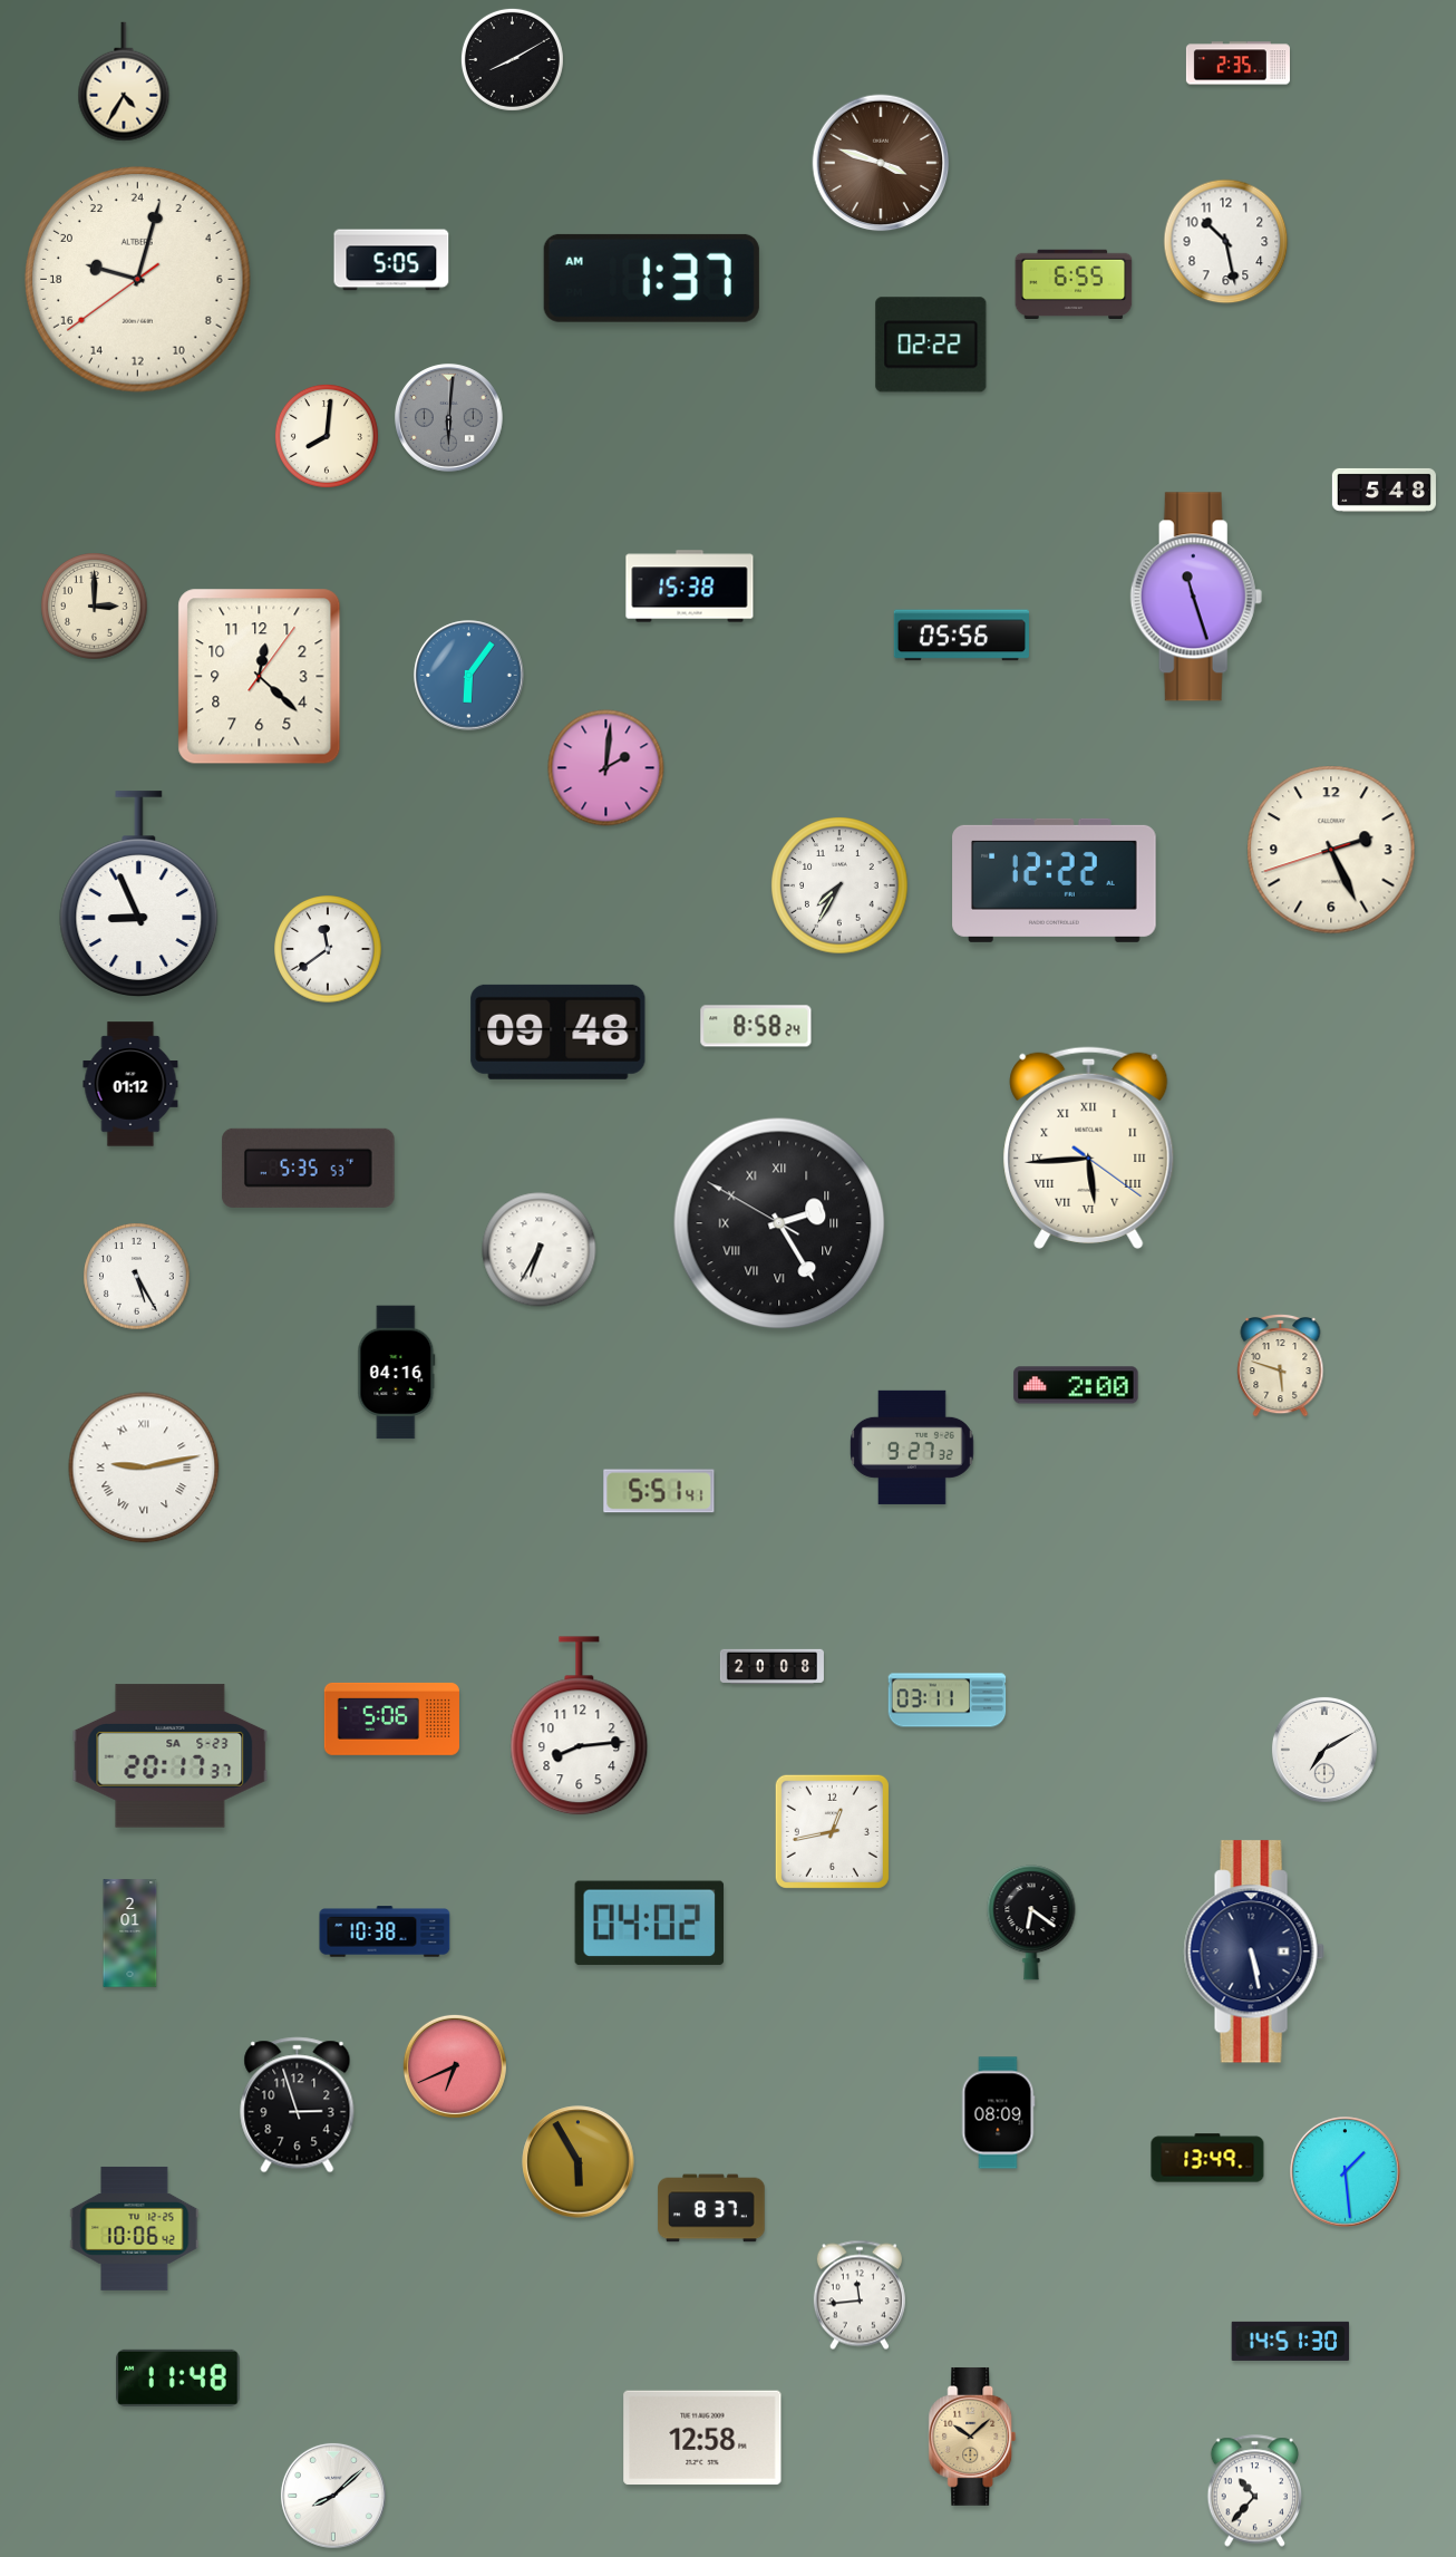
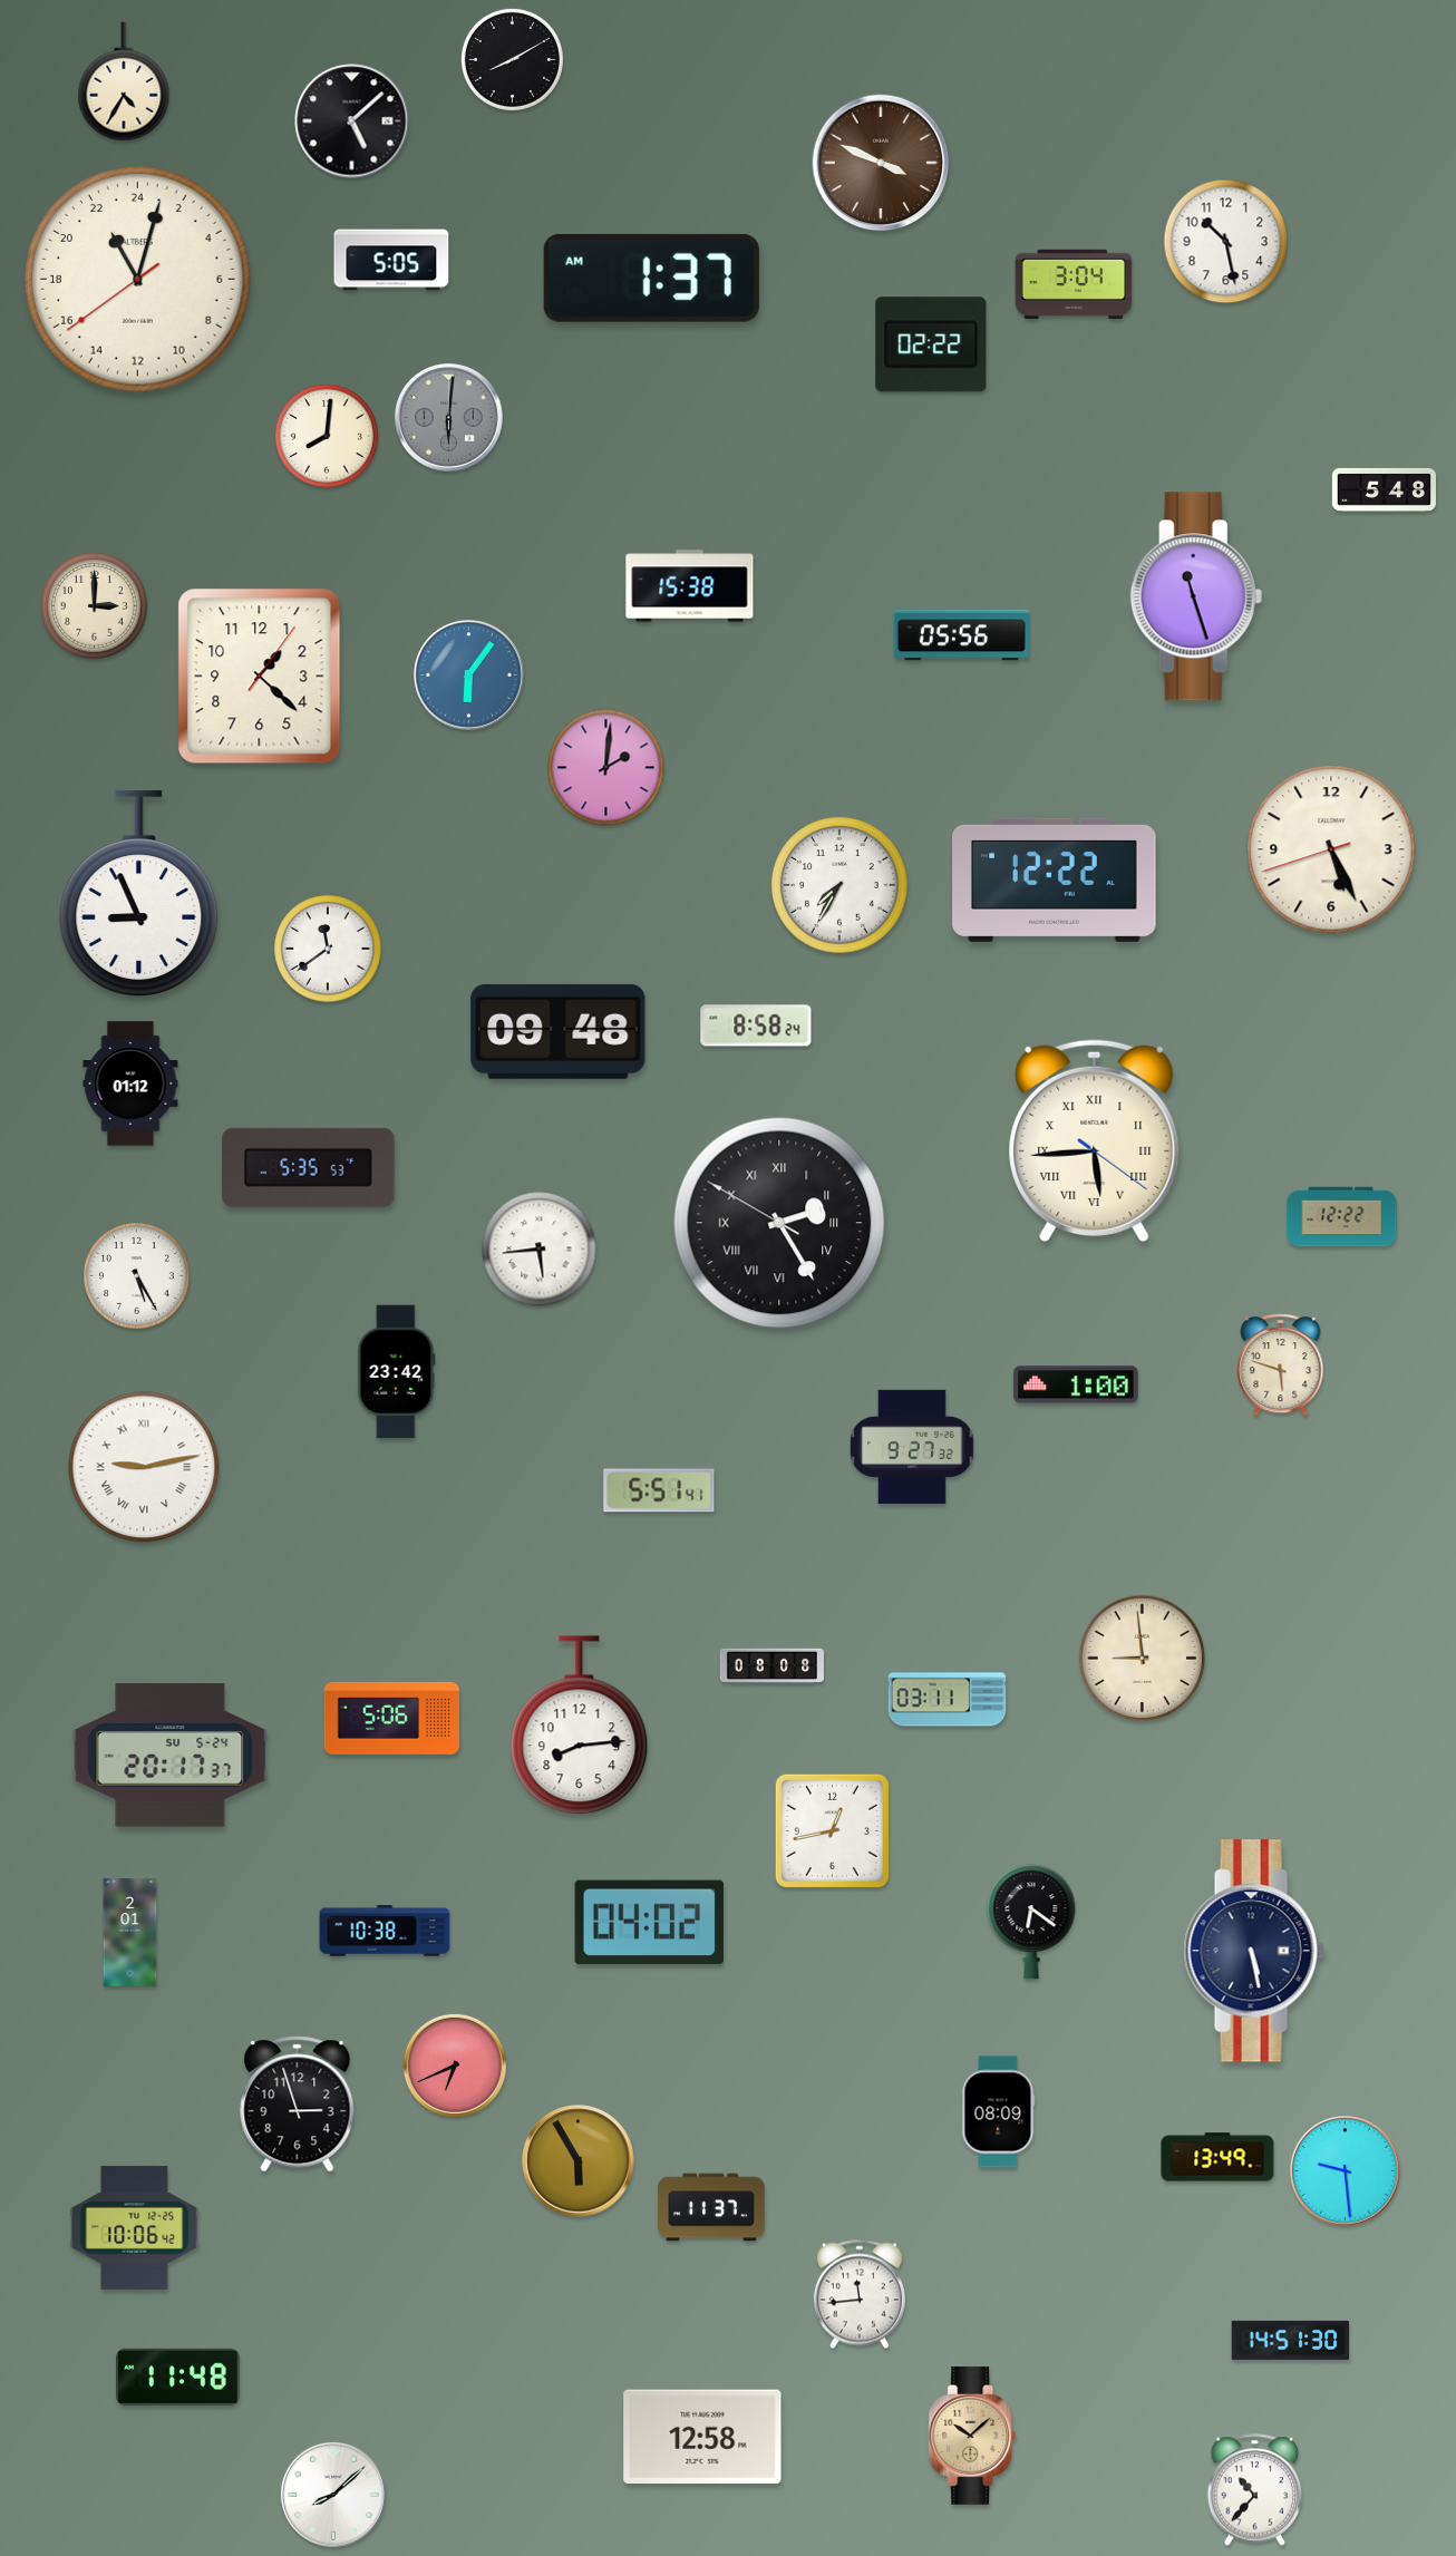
clock at (1237, 64): 2:35 -> none
clock at (352, 122): none -> 5:08
clock at (881, 163): 3:48 -> 3:49
clock at (138, 280): 19:02 -> 22:02
clock at (1074, 283): 6:55 -> 3:04
clock at (260, 677): 12:22 -> 1:22
clock at (1331, 850): 2:25 -> 5:25
clock at (1089, 1147) position: (1089, 1147) -> (1095, 1140)
clock at (1342, 1217): none -> 12:22
clock at (540, 1250): 6:35 -> 5:44
clock at (397, 1373): 04:16 -> 23:42
clock at (1076, 1385): 2:00 -> 1:00
clock at (1143, 1659): none -> 8:59
clock at (771, 1666): 20:08 -> 08:08
clock at (1324, 1750): 7:10 -> none
clock at (171, 1756) date: SA 5-23 -> SU 5-24
clock at (1207, 2158) position: (1207, 2158) -> (1217, 2157)
clock at (1346, 2172): 1:29 -> 9:29
clock at (711, 2208): 8:37 -> 11:37
